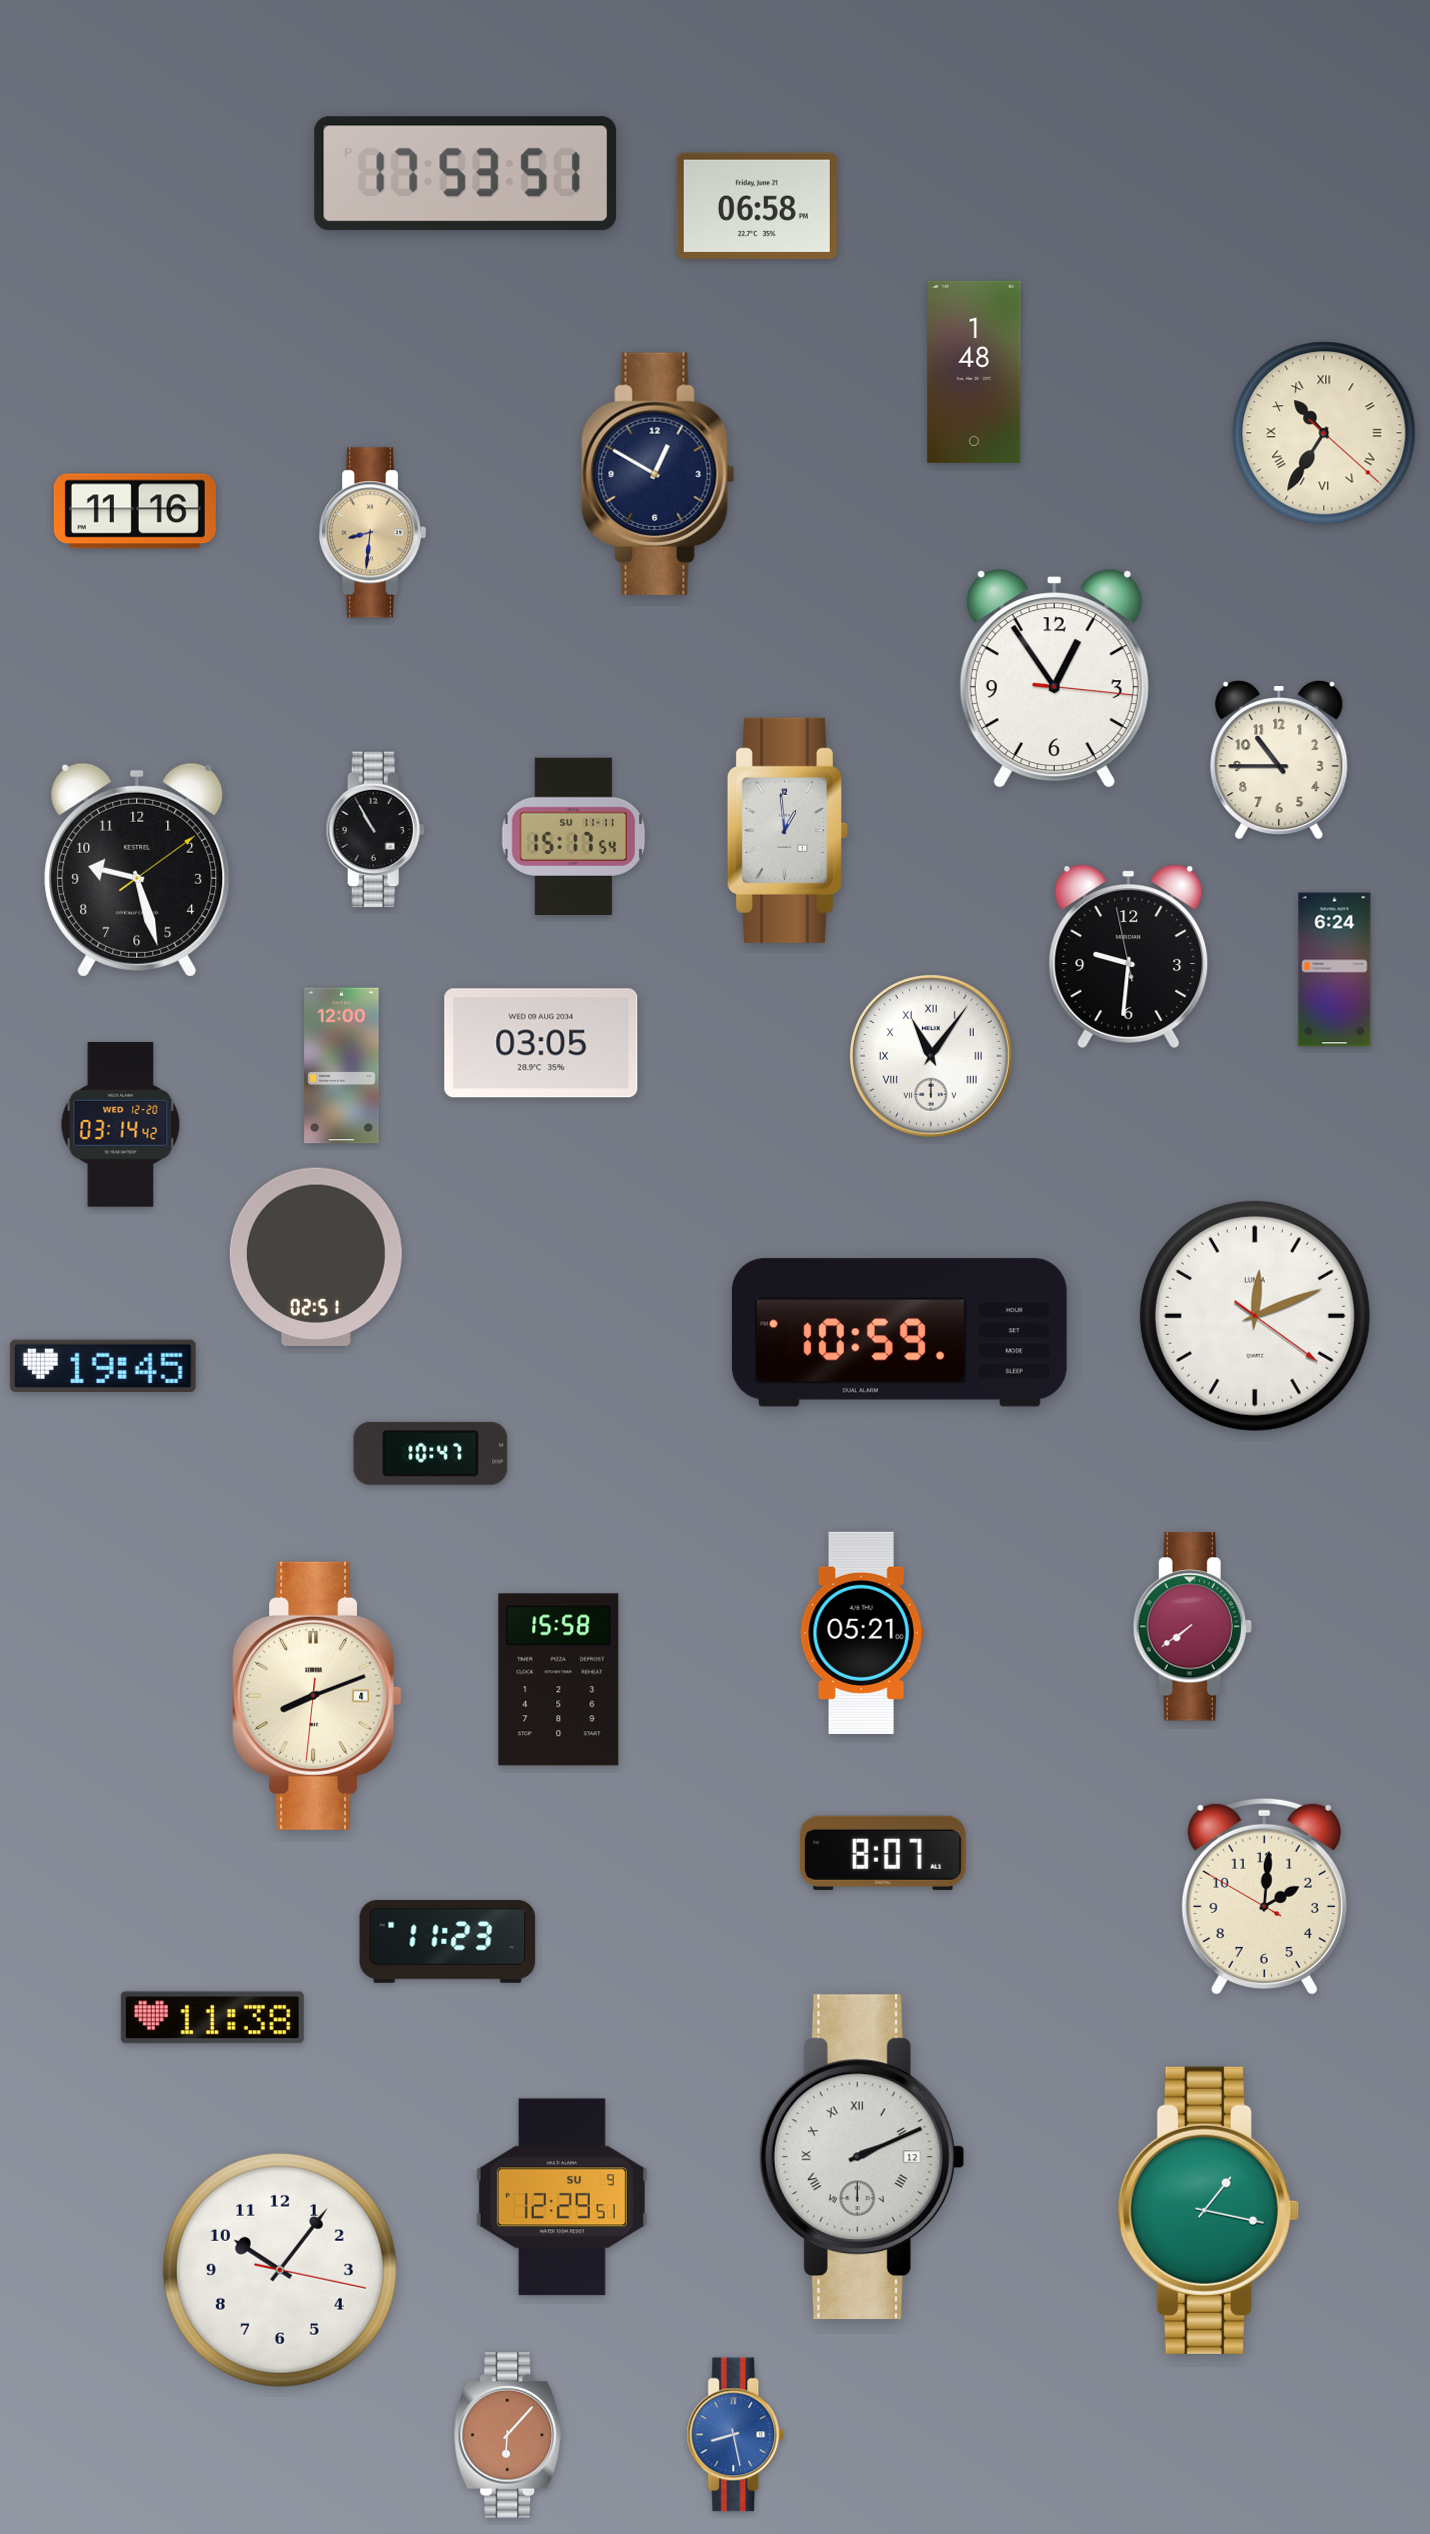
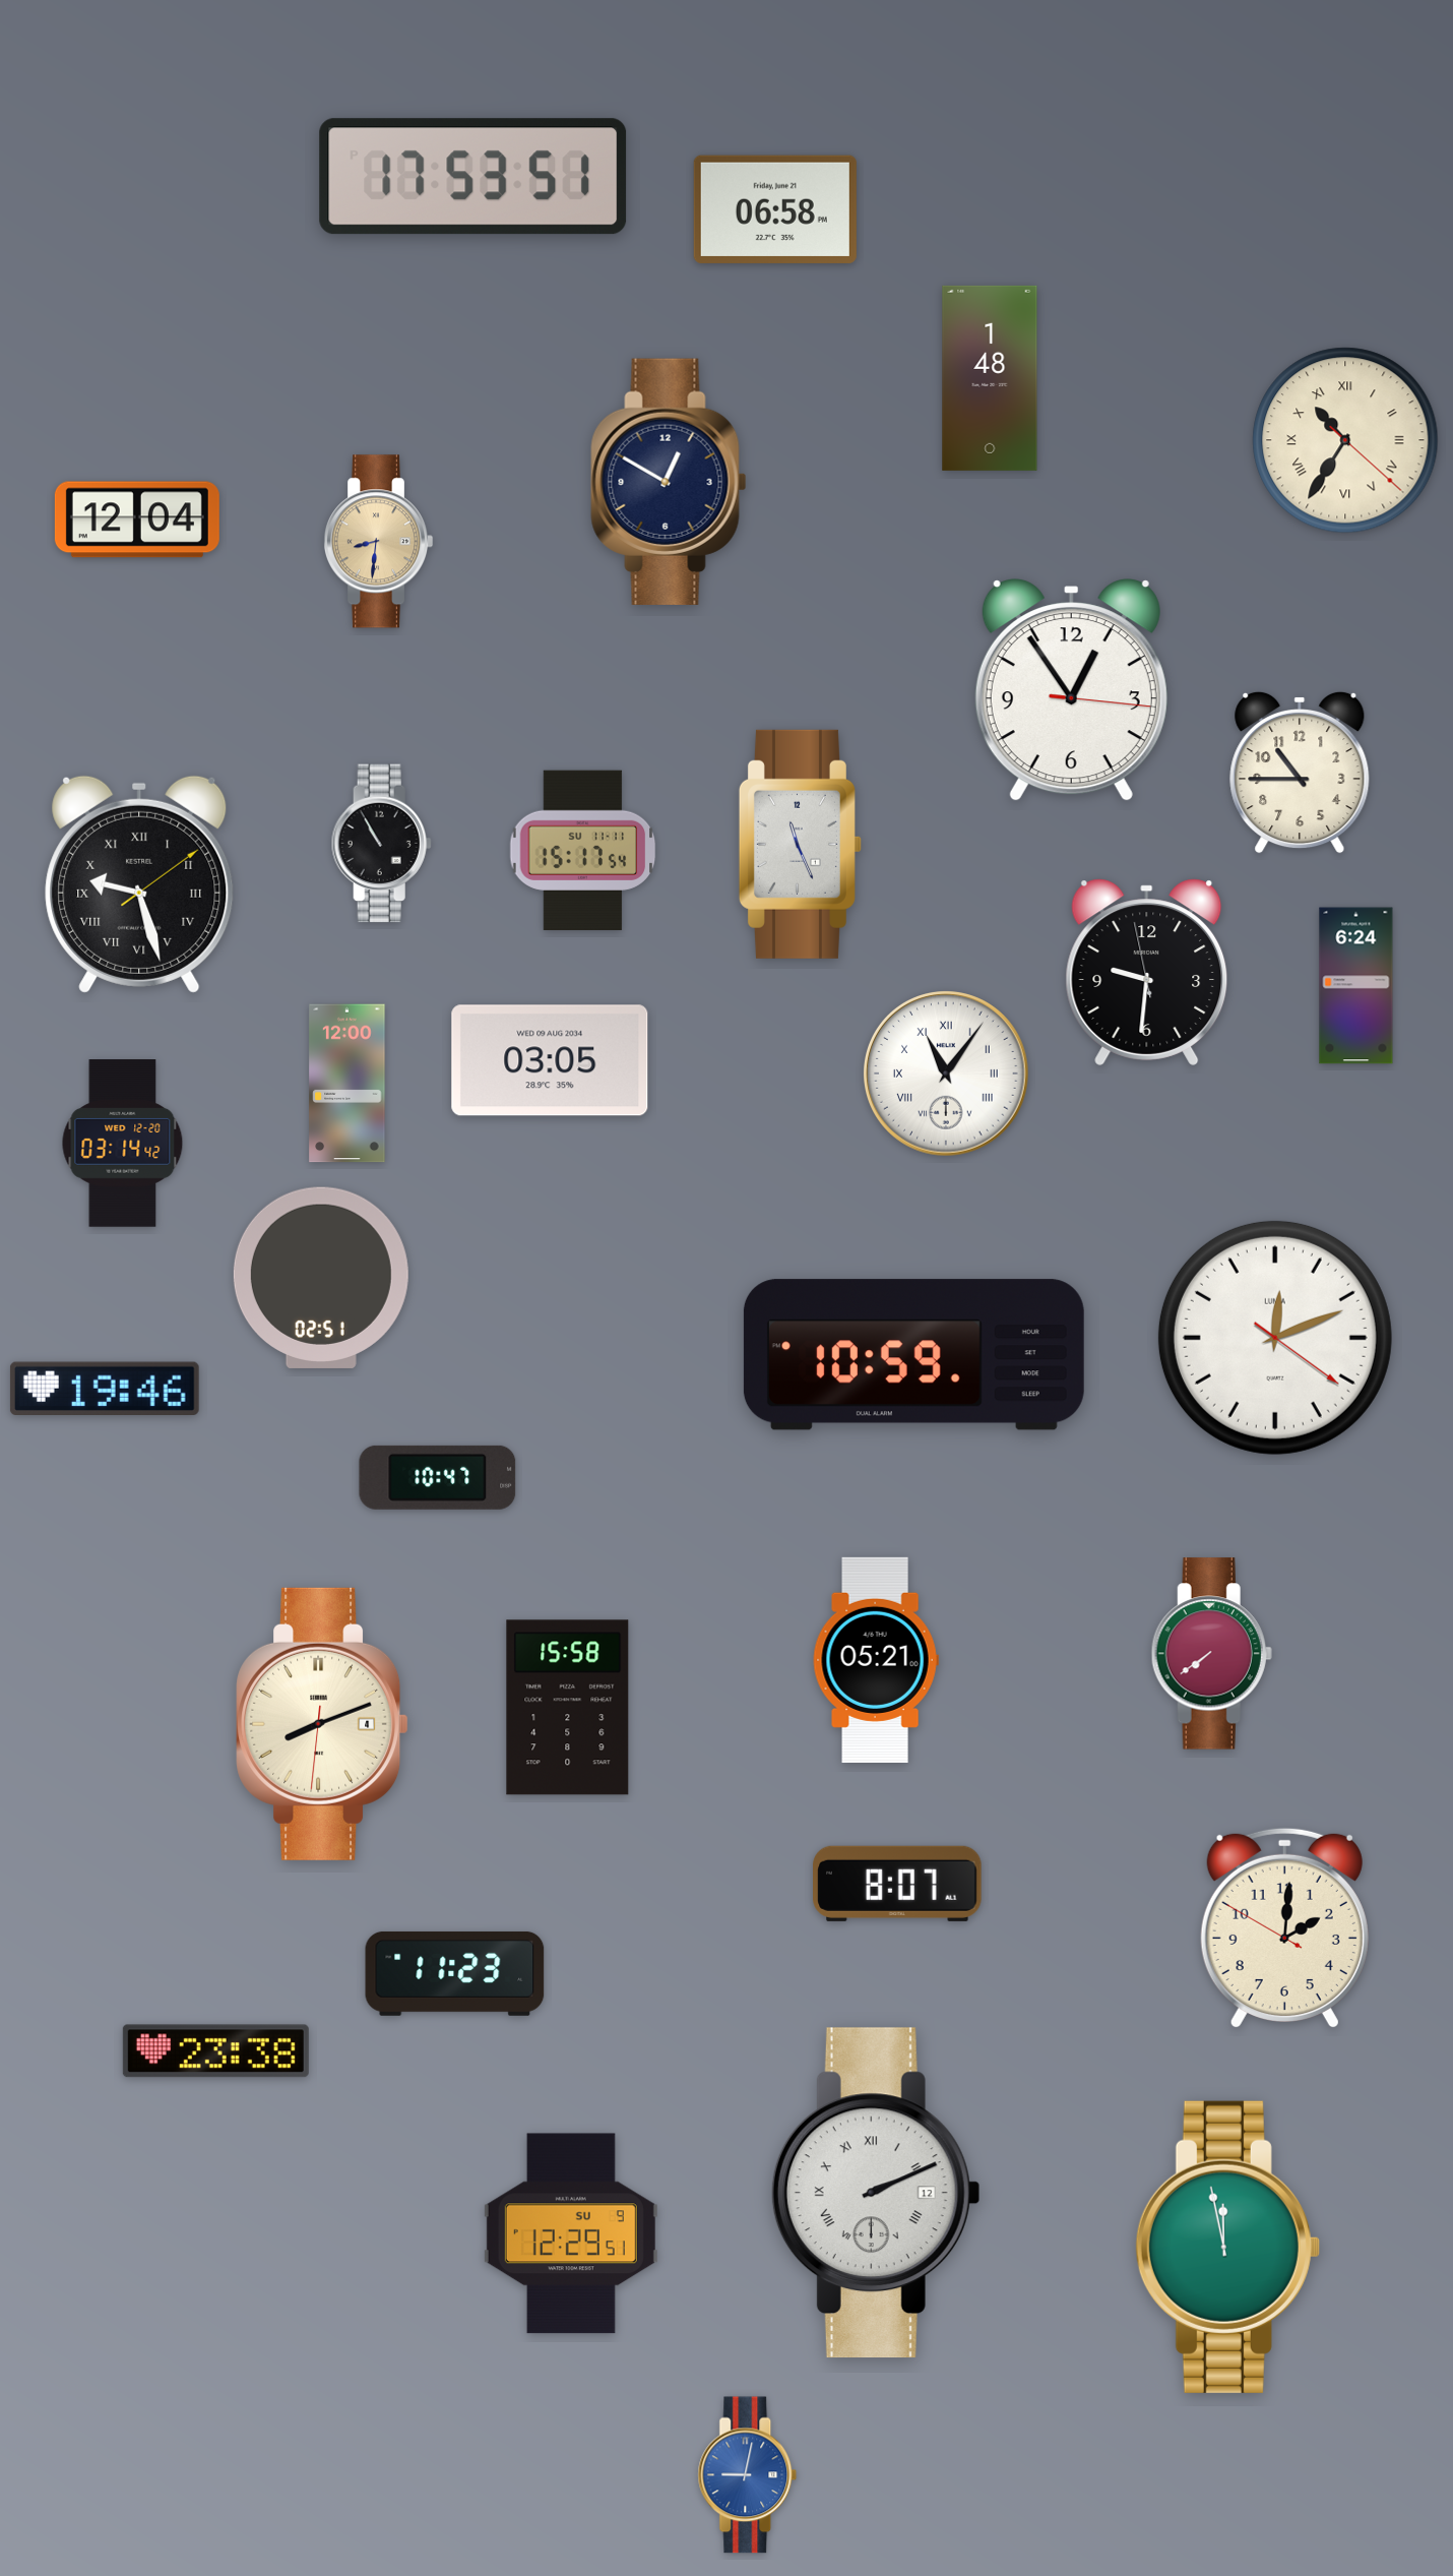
clock at (757, 206) position: (757, 206) -> (775, 209)
clock at (135, 511): 11:16 -> 12:04
clock at (787, 830): 12:59 -> 11:26
clock at (137, 870) numerals: Arabic -> Roman
clock at (103, 1366): 19:45 -> 19:46
clock at (212, 2018): 11:38 -> 23:38
clock at (1208, 2210): 1:17 -> 11:58
clock at (280, 2270): 10:06 -> none
clock at (508, 2435): 6:07 -> none
clock at (736, 2435): 8:28 -> 9:02
